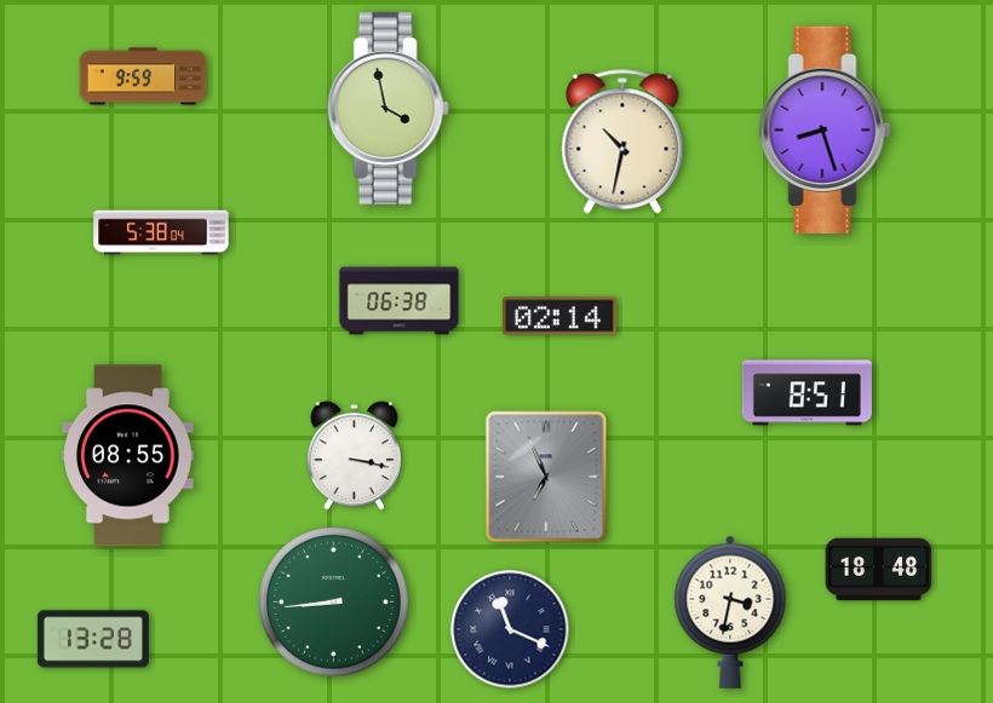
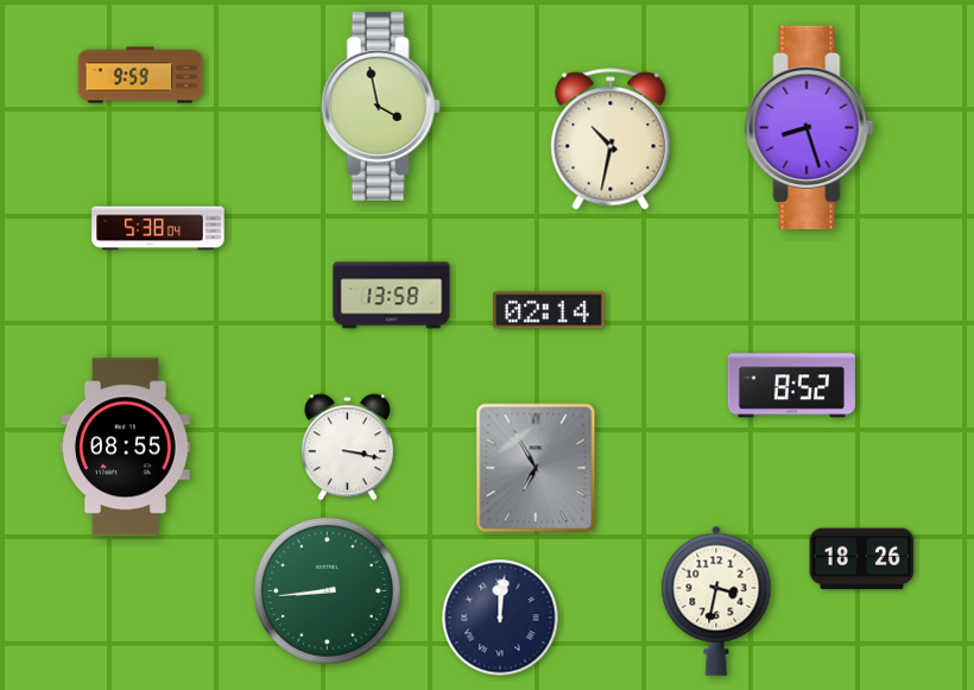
clock at (400, 301): 06:38 -> 13:58
clock at (807, 393): 8:51 -> 8:52
clock at (546, 477): 6:56 -> 6:55
clock at (879, 570): 18:48 -> 18:26
clock at (510, 629): 11:19 -> 12:01
clock at (93, 639): 13:28 -> none
